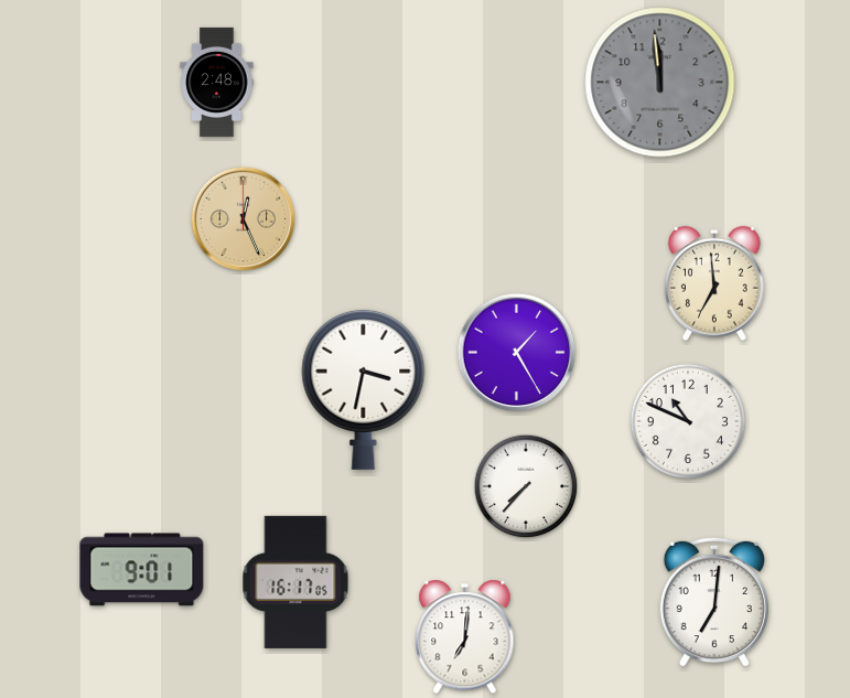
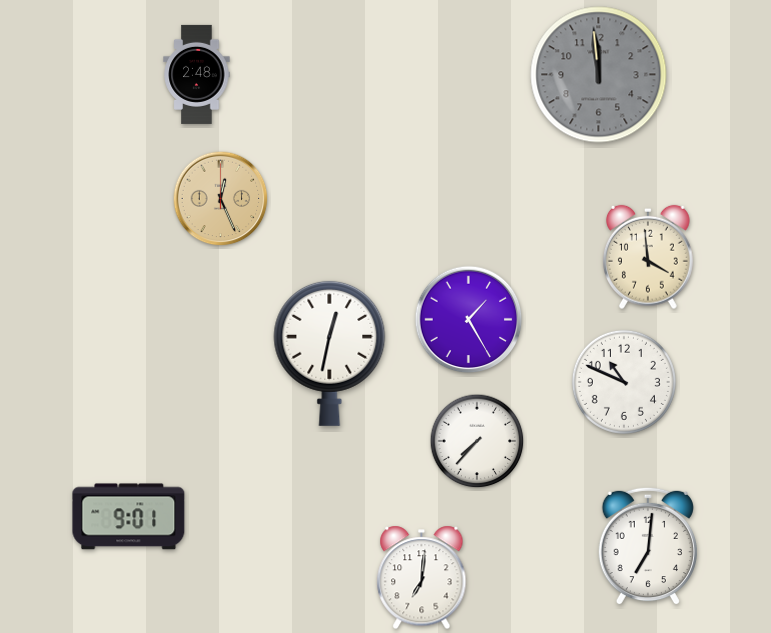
clock at (714, 283): 6:59 -> 3:59
clock at (364, 389): 3:32 -> 12:32
clock at (295, 582): 16:17 -> none
